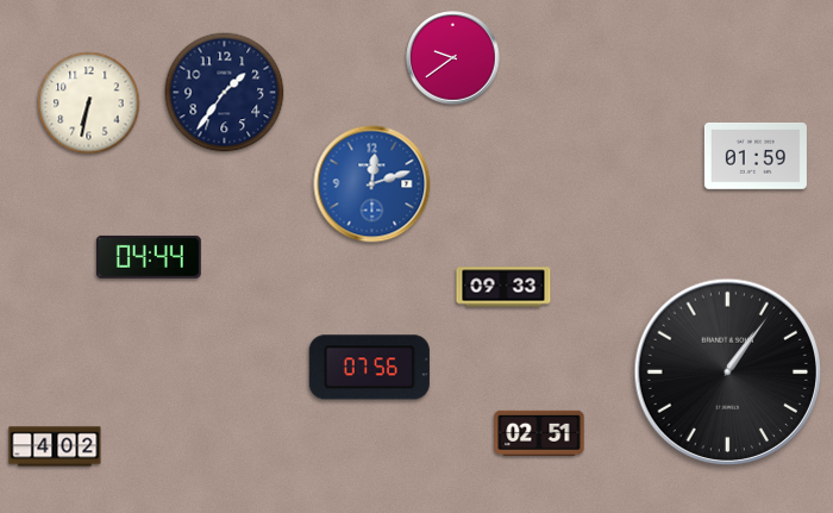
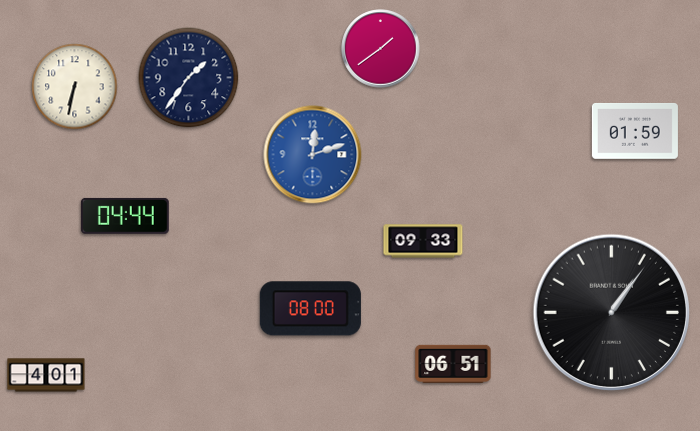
clock at (453, 58): 9:39 -> 1:39
clock at (369, 368): 07:56 -> 08:00
clock at (539, 433): 02:51 -> 06:51
clock at (55, 446): 4:02 -> 4:01
